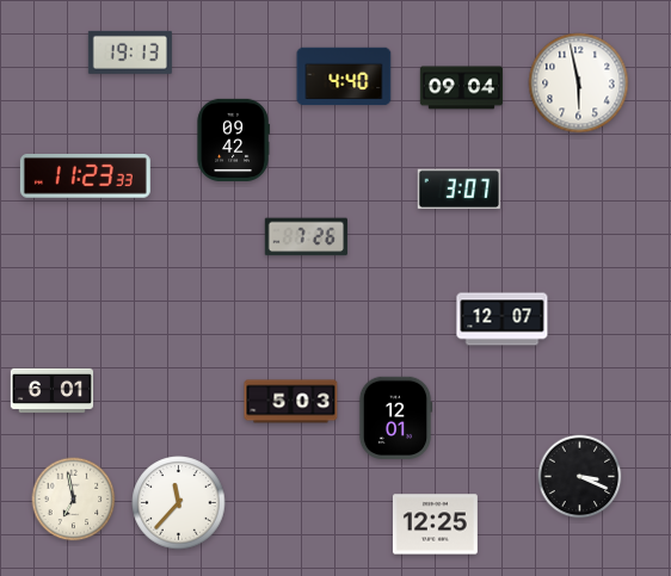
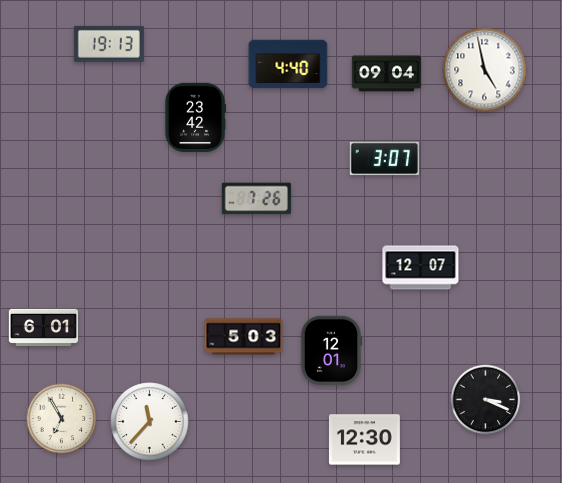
clock at (579, 83): 5:58 -> 4:58
clock at (233, 140): 09:42 -> 23:42
clock at (85, 176): 11:23 -> none
clock at (74, 500): 6:58 -> 6:55
clock at (435, 525): 12:25 -> 12:30
